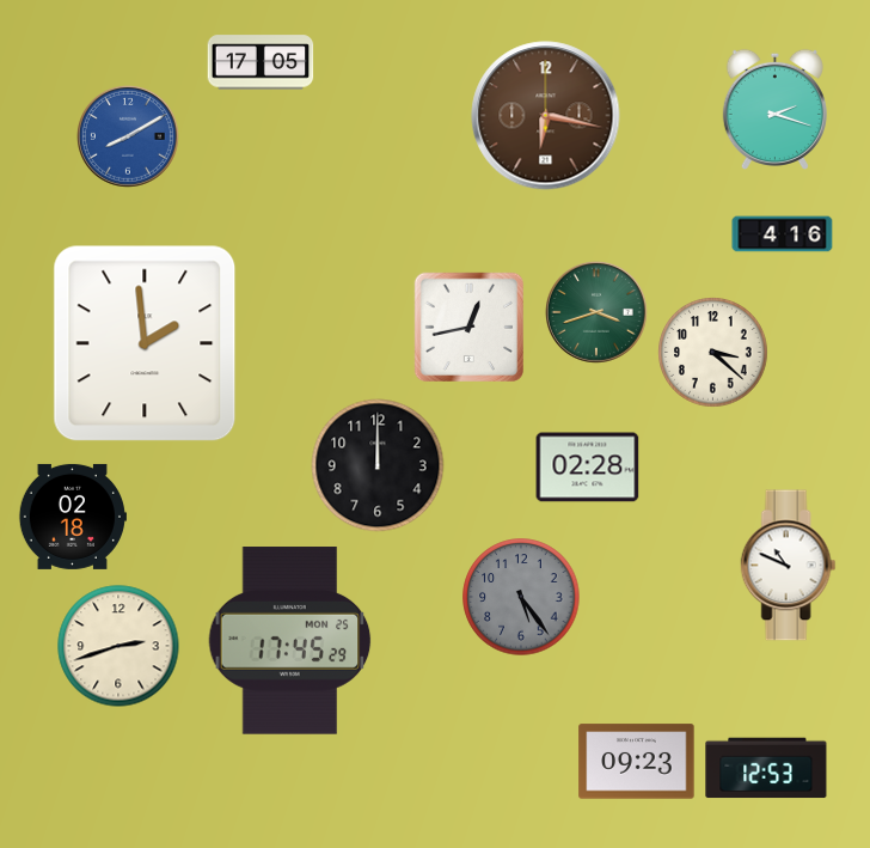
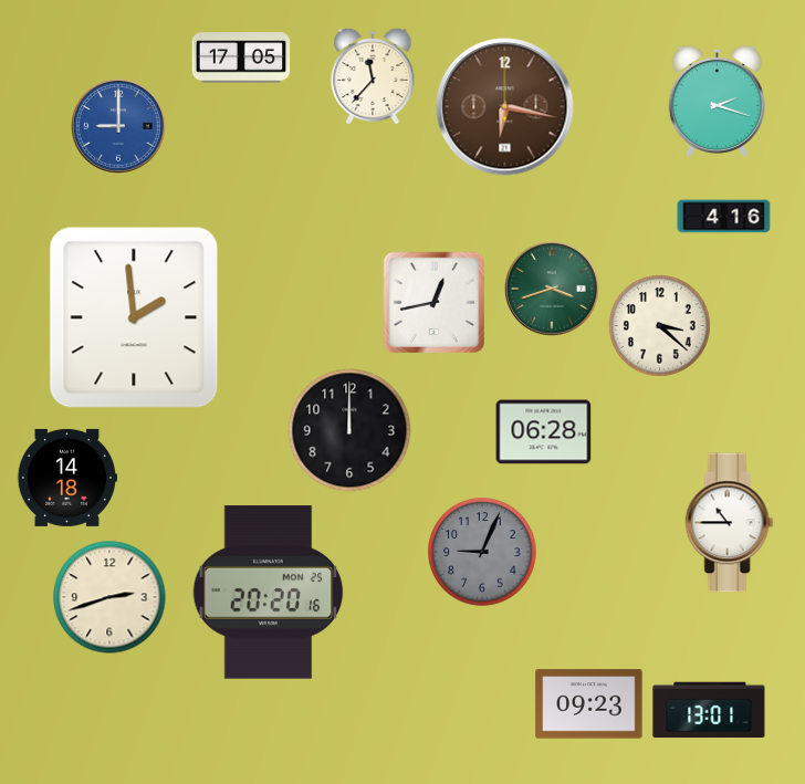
clock at (373, 76): none -> 11:37
clock at (128, 136): 8:10 -> 9:00
clock at (588, 468): 02:28 -> 06:28
clock at (73, 517): 02:18 -> 14:18
clock at (789, 566): 10:49 -> 10:45
clock at (521, 597): 5:24 -> 9:04
clock at (290, 641): 17:45 -> 20:20
clock at (766, 768): 12:53 -> 13:01
